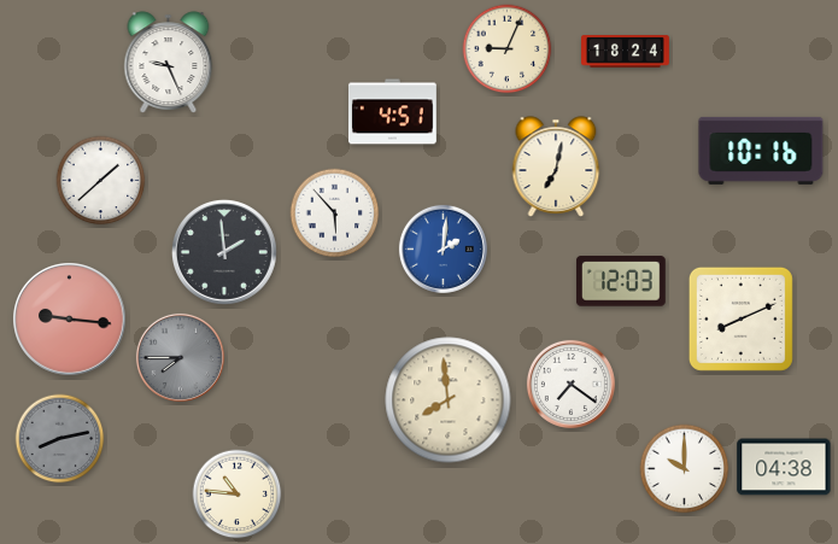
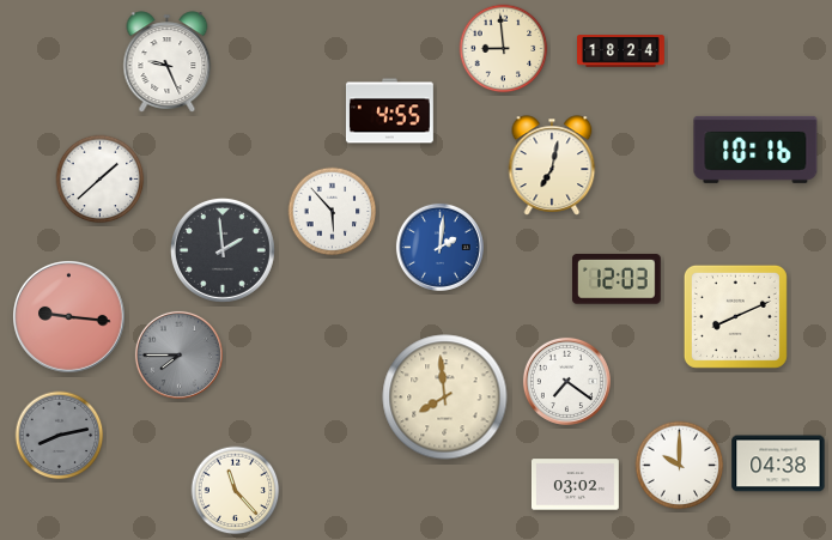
clock at (508, 49): 9:04 -> 8:59
clock at (392, 112): 4:51 -> 4:55
clock at (575, 485): none -> 03:02
clock at (238, 495): 10:46 -> 11:23
